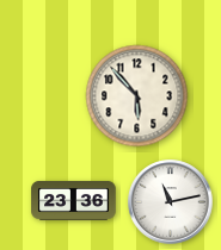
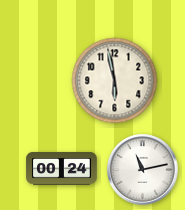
clock at (137, 96): 5:53 -> 5:58
clock at (74, 200): 23:36 -> 00:24
